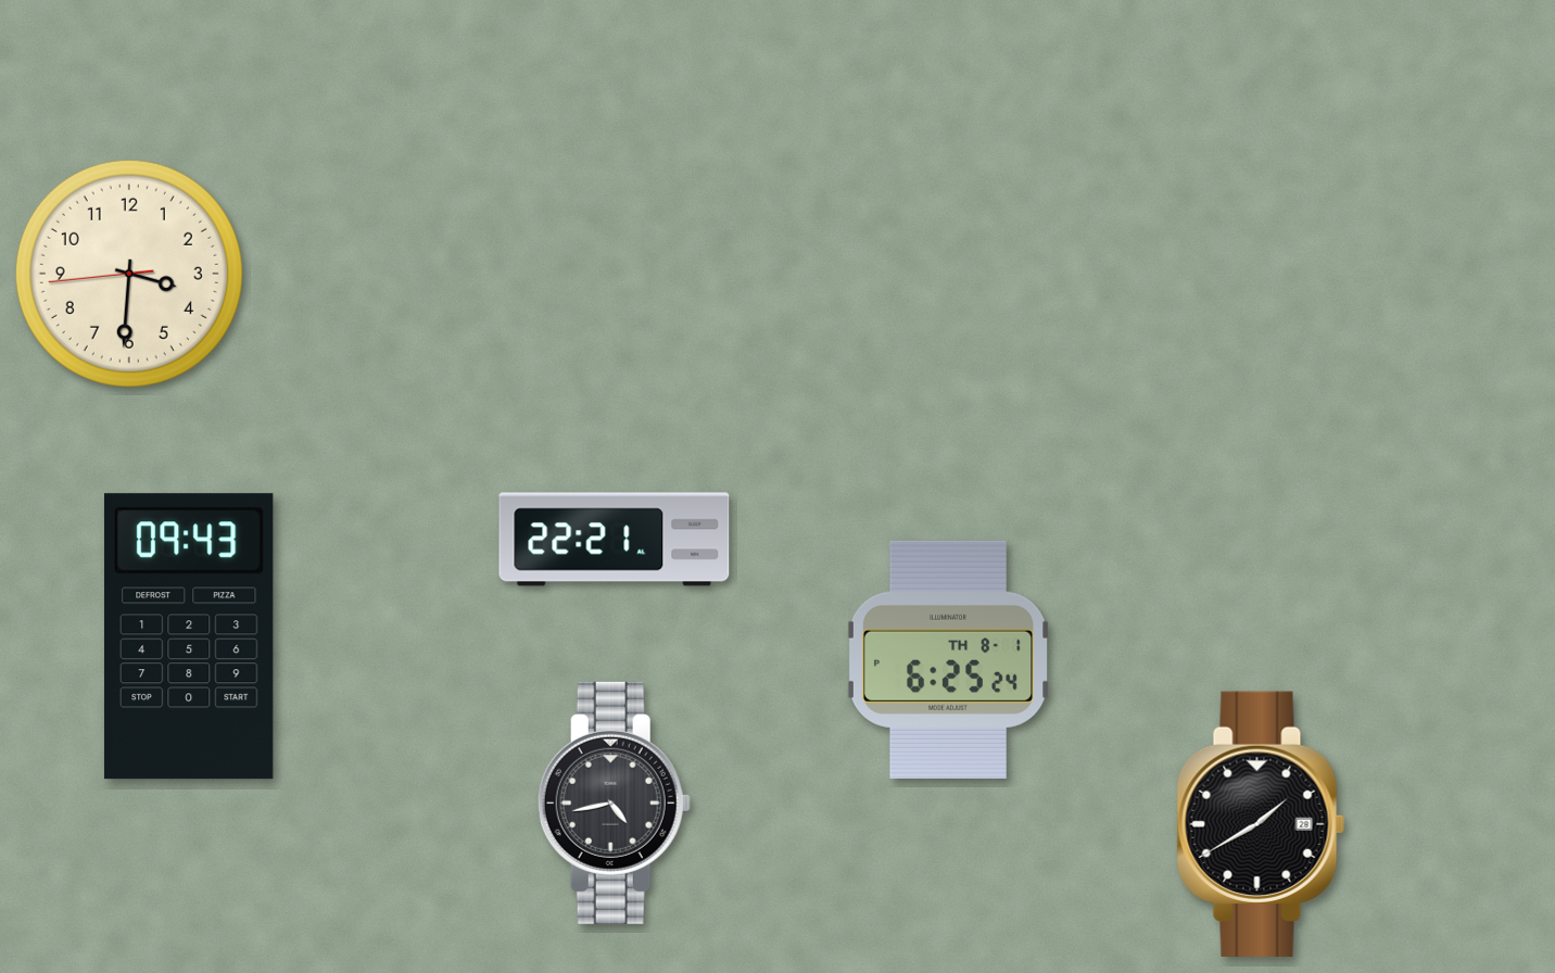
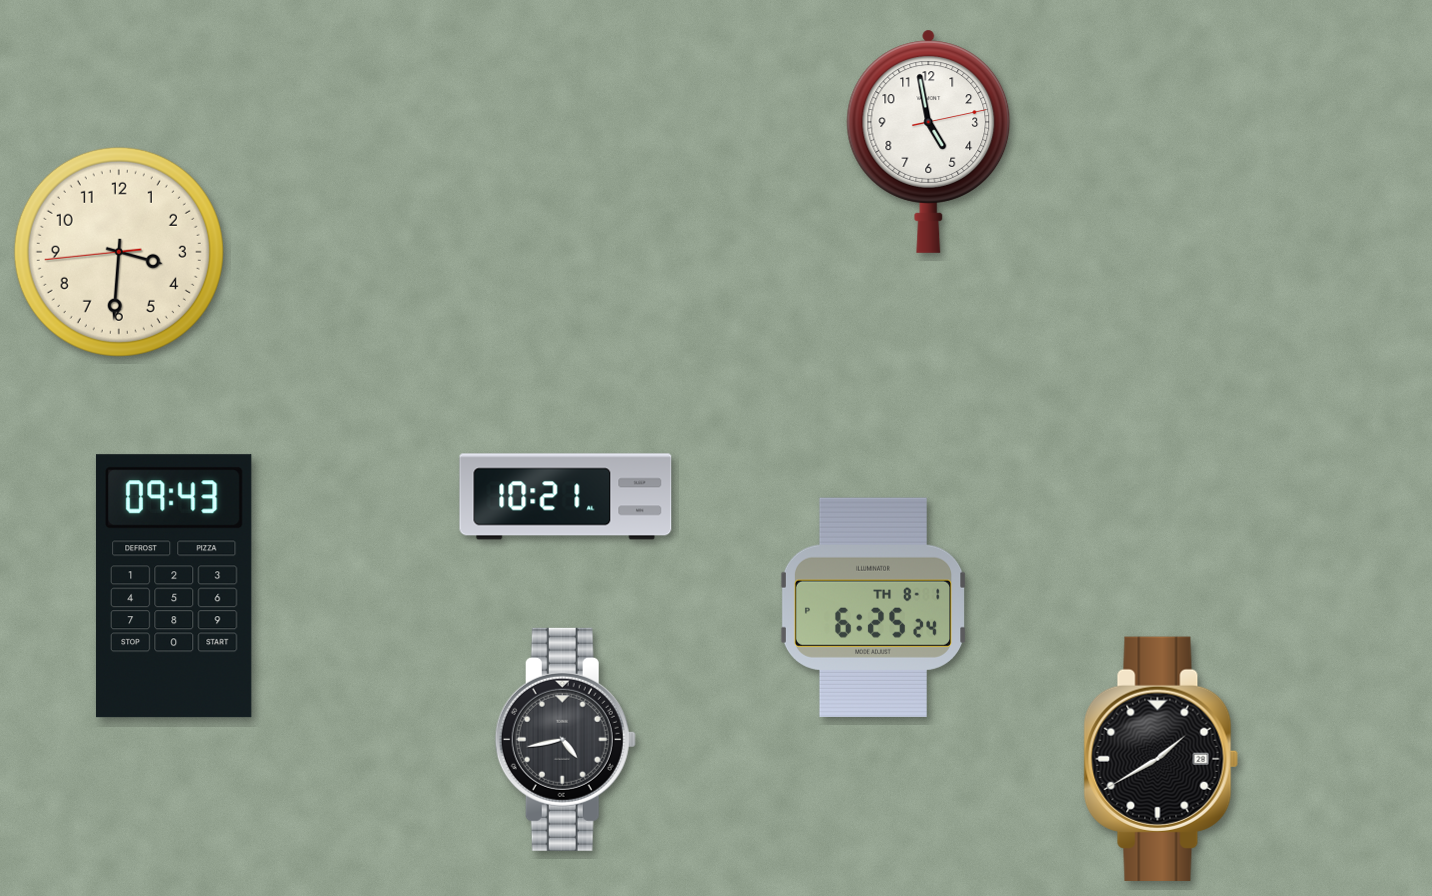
clock at (929, 141): none -> 4:58
clock at (615, 540): 22:21 -> 10:21
